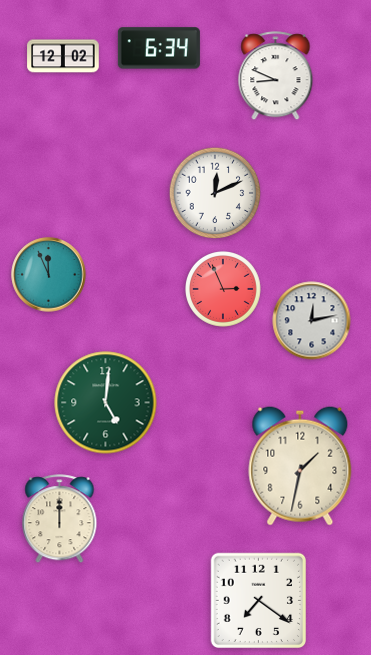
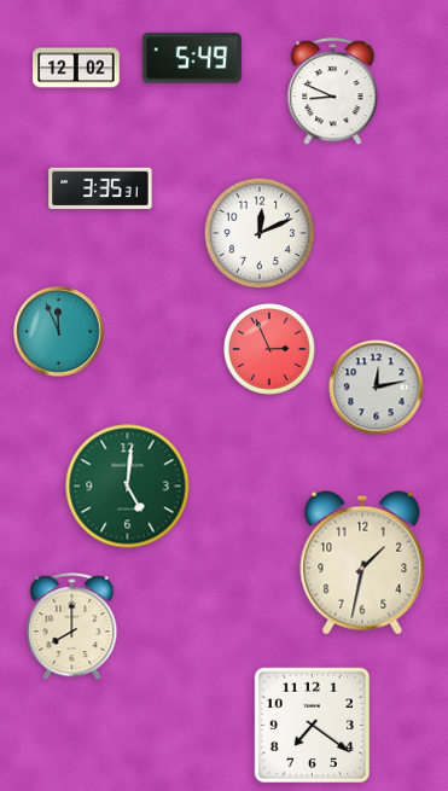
clock at (159, 48): 6:34 -> 5:49
clock at (100, 188): none -> 3:35
clock at (60, 519): 12:00 -> 8:00
